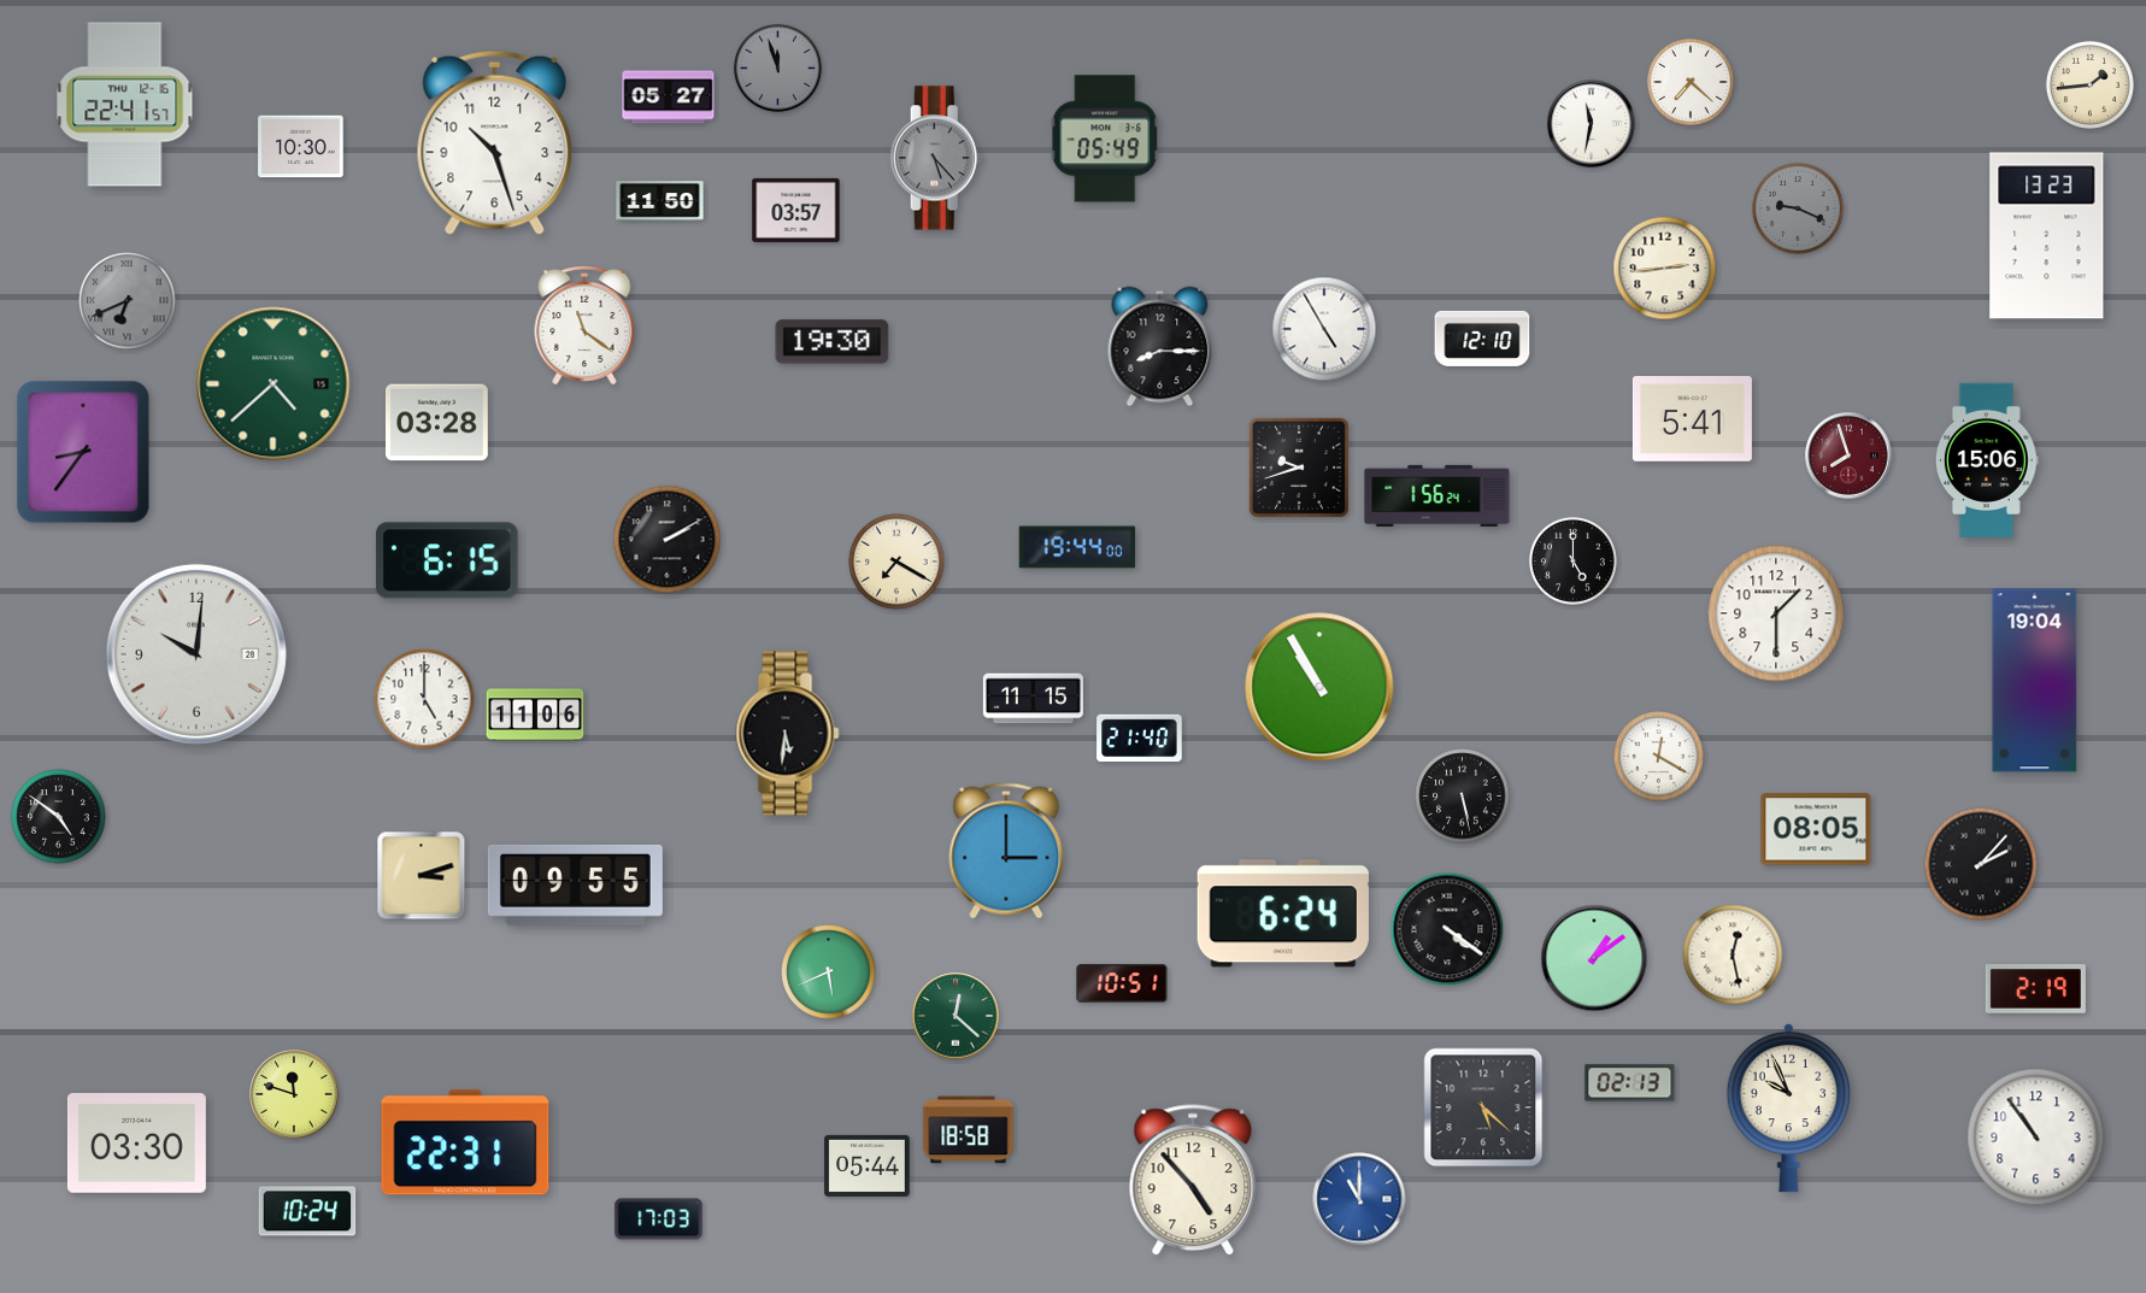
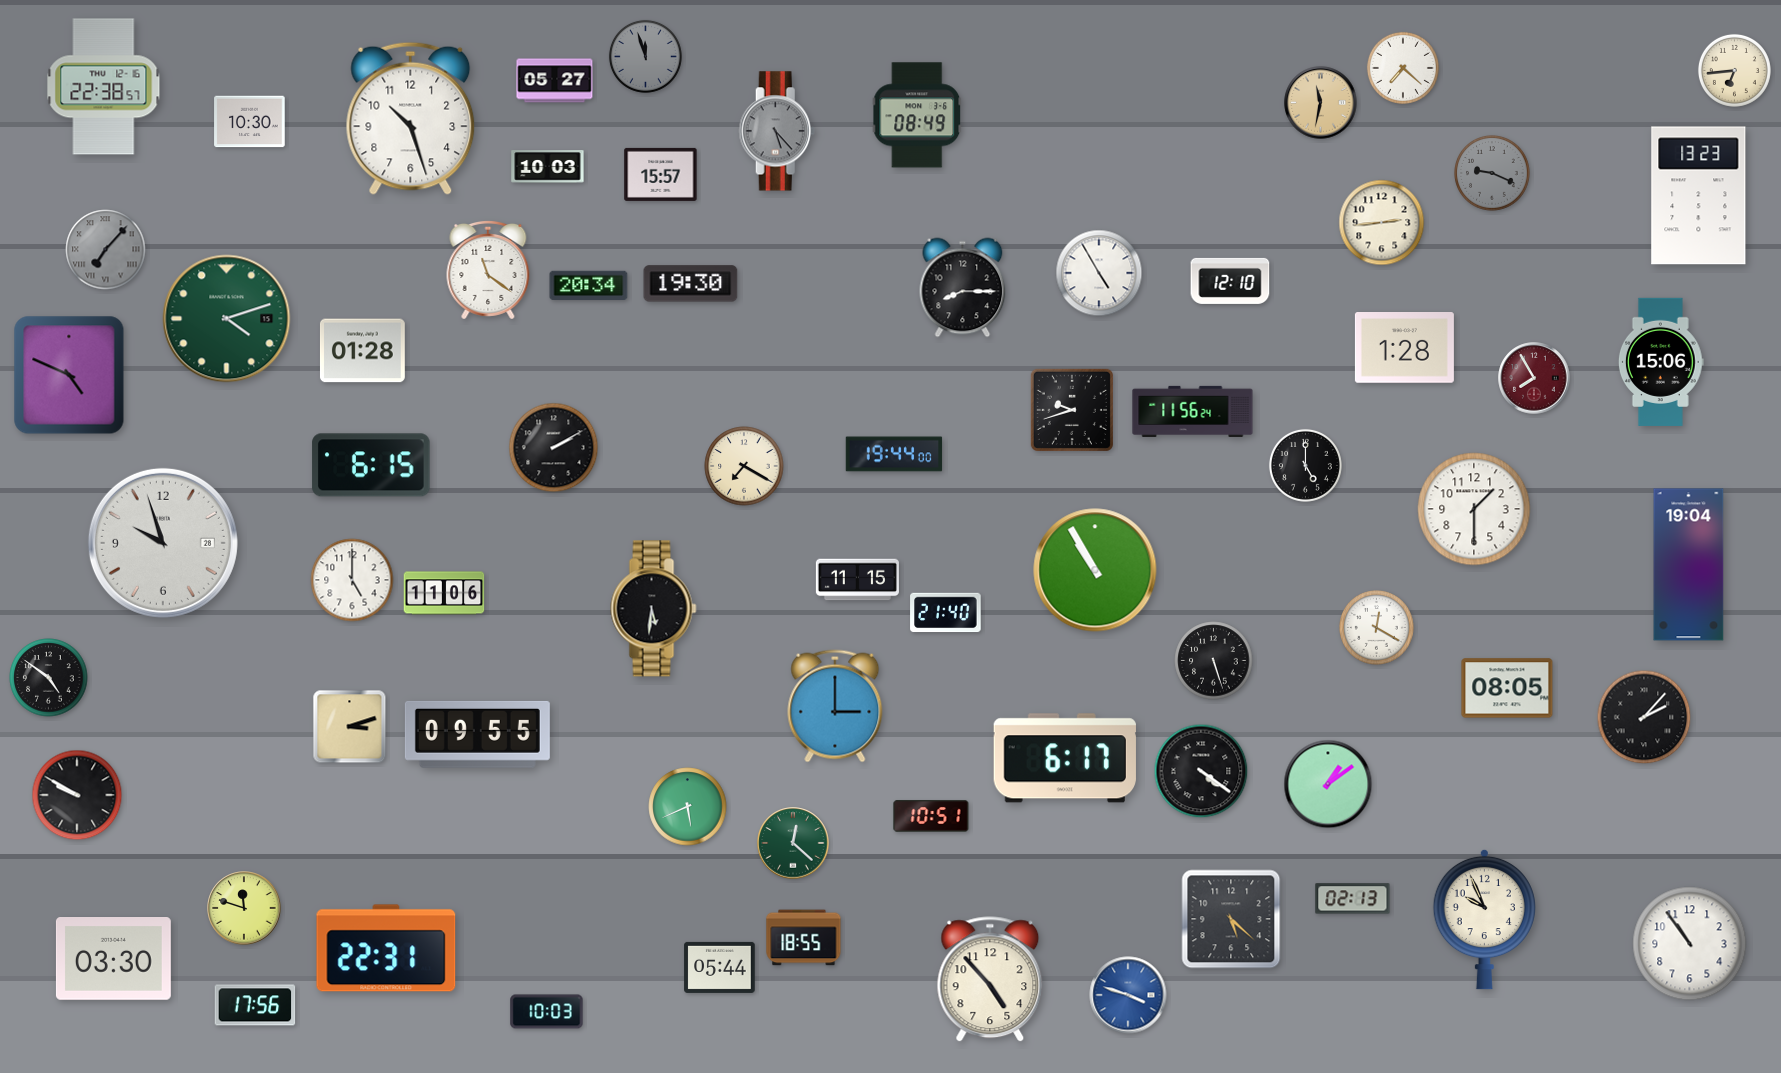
clock at (2089, 84): 1:44 -> 6:44
clock at (125, 105): 22:41 -> 22:38
clock at (1592, 124) dial: white -> champagne
clock at (1105, 139): 05:49 -> 08:49
clock at (660, 201): 11:50 -> 10:03
clock at (796, 210): 03:57 -> 15:57
clock at (128, 301): 6:41 -> 7:07
clock at (584, 325) position: (584, 325) -> (488, 270)
clock at (589, 285): none -> 20:34
clock at (274, 384): 4:38 -> 4:12
clock at (1692, 419): 5:41 -> 1:28
clock at (436, 423): 03:28 -> 01:28
clock at (83, 452): 8:36 -> 4:49
clock at (1848, 456): 7:57 -> 7:55
clock at (1987, 460) position: (1987, 460) -> (1661, 362)
clock at (1299, 468) position: (1299, 468) -> (1072, 410)
clock at (1437, 495): 1:56 -> 11:56
clock at (196, 654): 10:01 -> 9:57
clock at (1463, 797): 5:28 -> 5:27
clock at (1283, 913): 6:24 -> 6:17
clock at (1733, 954): 12:28 -> none
clock at (77, 795): none -> 9:50
clock at (1594, 958) position: (1594, 958) -> (1328, 784)
clock at (2035, 989): 2:19 -> none
clock at (969, 1130): 18:58 -> 18:55
clock at (136, 1144) position: (136, 1144) -> (113, 959)
clock at (1359, 1199): 11:00 -> 3:48
clock at (307, 1211): 10:24 -> 17:56
clock at (659, 1219): 17:03 -> 10:03
